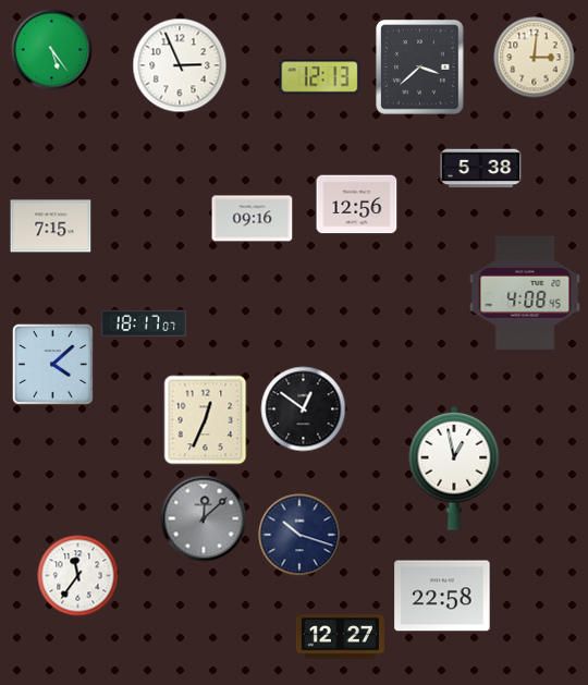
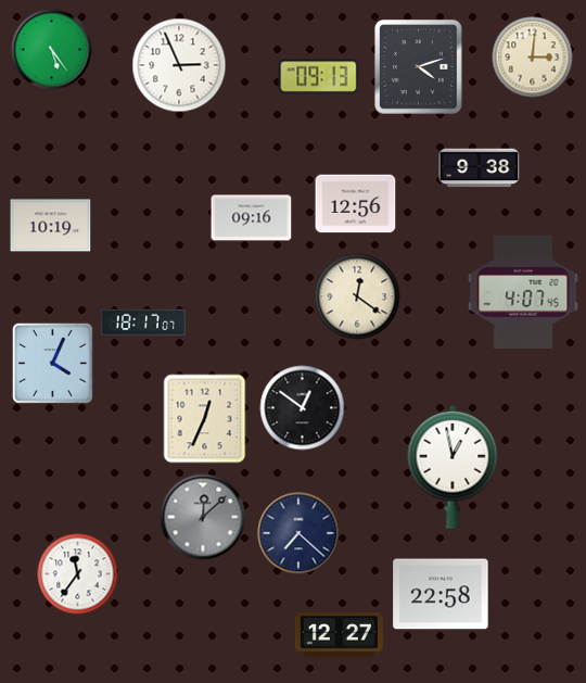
clock at (420, 68): 3:38 -> 4:12
clock at (320, 77): 12:13 -> 09:13
clock at (481, 169): 5:38 -> 9:38
clock at (51, 227): 7:15 -> 10:19
clock at (525, 293): 4:08 -> 4:07
clock at (357, 296): none -> 12:21
clock at (52, 364): 4:08 -> 4:04
clock at (299, 535): 10:18 -> 7:22
